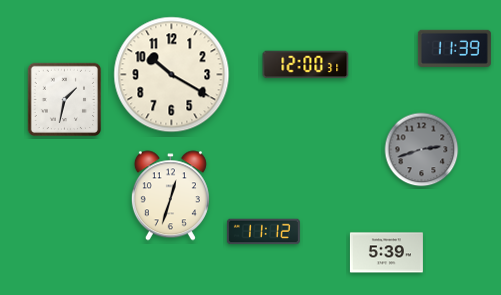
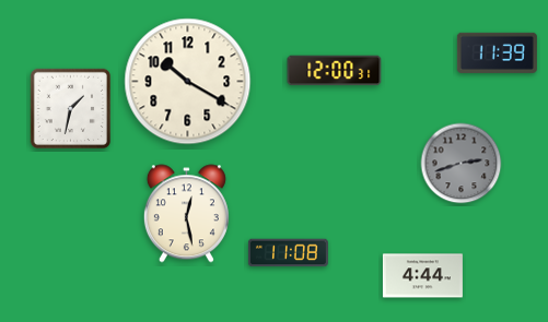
clock at (170, 196): 12:33 -> 12:28
clock at (263, 232): 11:12 -> 11:08
clock at (386, 253): 5:39 -> 4:44
